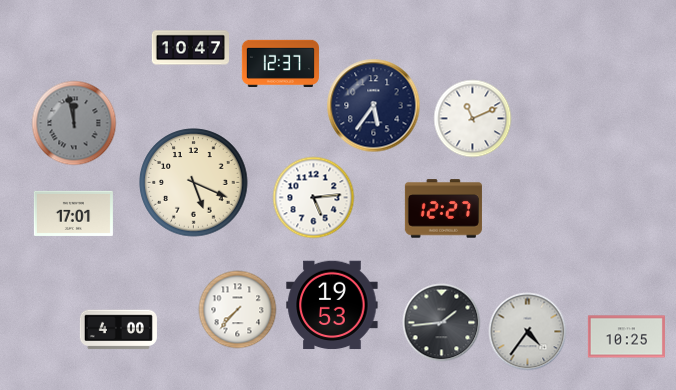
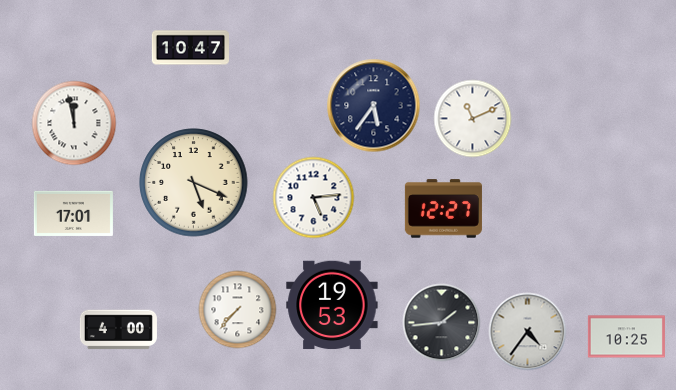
clock at (280, 63): 12:37 -> none
clock at (74, 123) dial: grey -> white
